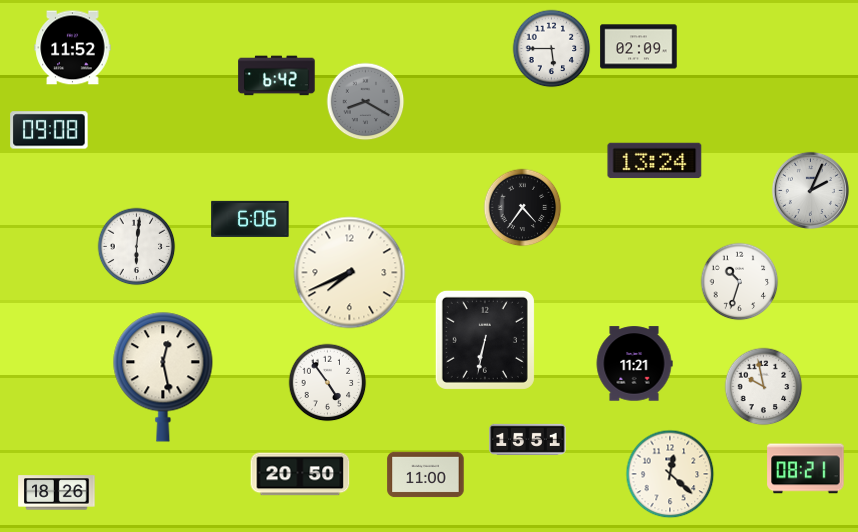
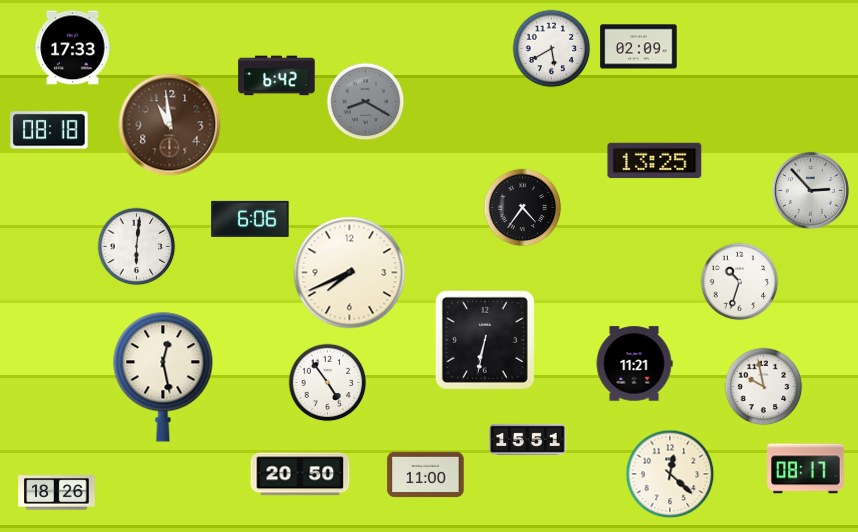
clock at (73, 48): 11:52 -> 17:33
clock at (551, 48): 5:45 -> 5:40
clock at (170, 125): none -> 10:59
clock at (49, 130): 09:08 -> 08:18
clock at (655, 161): 13:24 -> 13:25
clock at (810, 190): 2:04 -> 2:53
clock at (806, 469): 08:21 -> 08:17
